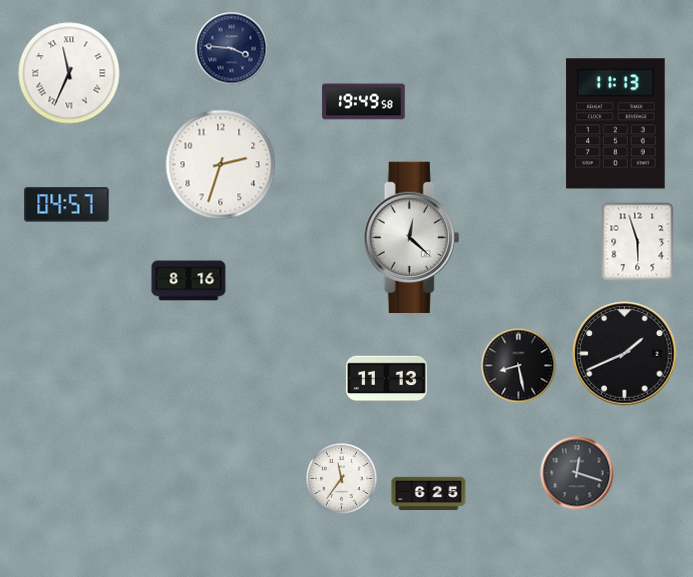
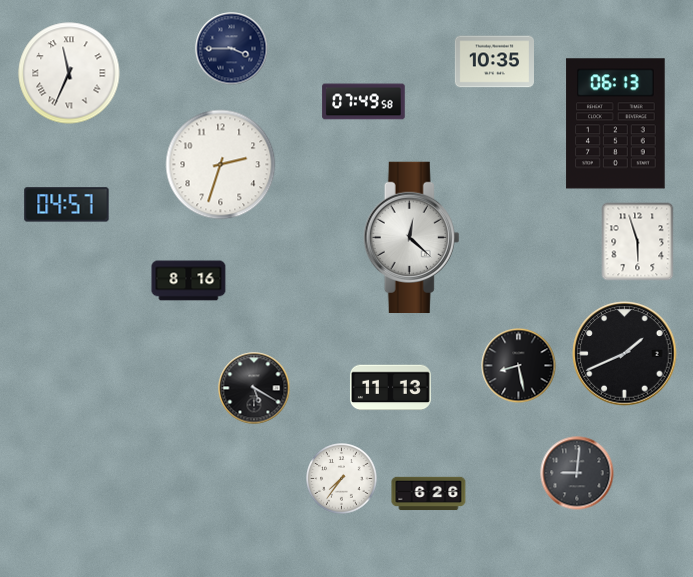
clock at (232, 49): 3:46 -> 3:45
clock at (494, 62): none -> 10:35
clock at (364, 102): 19:49 -> 07:49
clock at (616, 124): 11:13 -> 06:13
clock at (386, 379) position: (386, 379) -> (390, 388)
clock at (254, 388): none -> 5:20
clock at (577, 473): 12:18 -> 9:01
clock at (342, 479): 11:36 -> 7:36
clock at (429, 494): 6:25 -> 6:26
